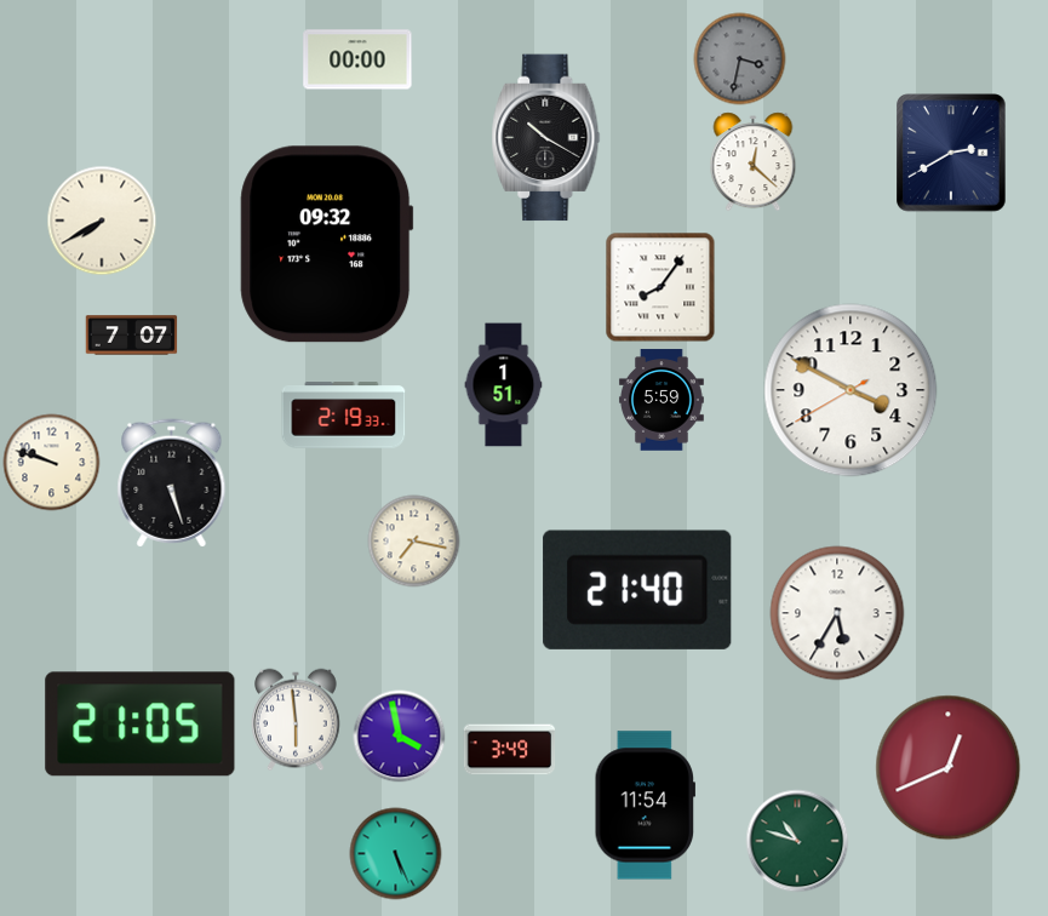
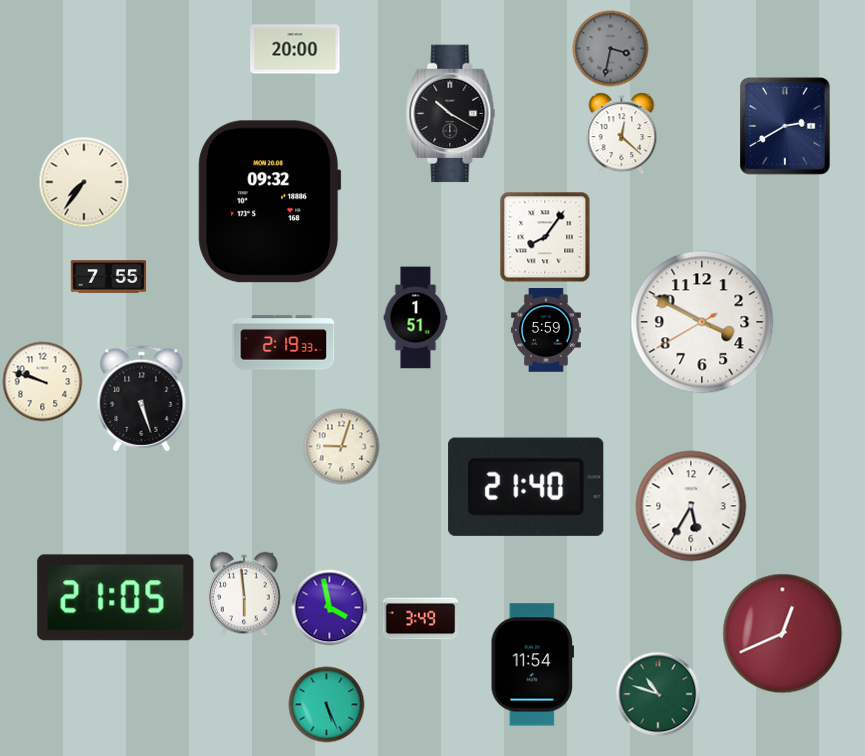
clock at (357, 59): 00:00 -> 20:00
clock at (102, 221): 7:40 -> 7:36
clock at (132, 336): 7:07 -> 7:55
clock at (414, 542): 7:17 -> 9:03
